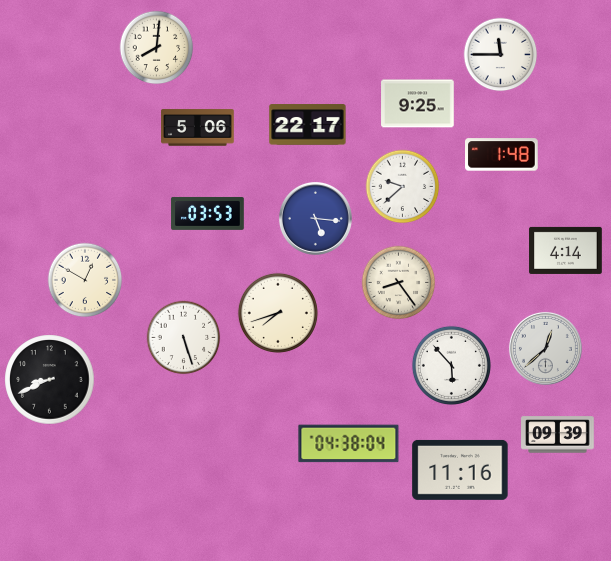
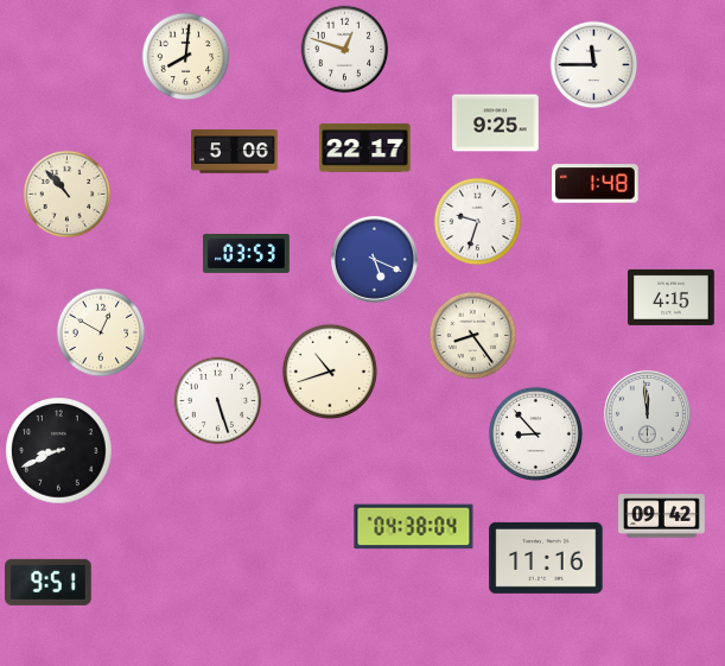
clock at (345, 50): none -> 12:48
clock at (68, 195): none -> 10:53
clock at (403, 187): 9:38 -> 9:33
clock at (315, 218): 5:16 -> 5:19
clock at (566, 250): 4:14 -> 4:15
clock at (278, 313): 7:42 -> 10:42
clock at (545, 348): 12:38 -> 11:59
clock at (451, 365): 5:53 -> 8:53
clock at (558, 435): 09:39 -> 09:42
clock at (49, 582): none -> 9:51
